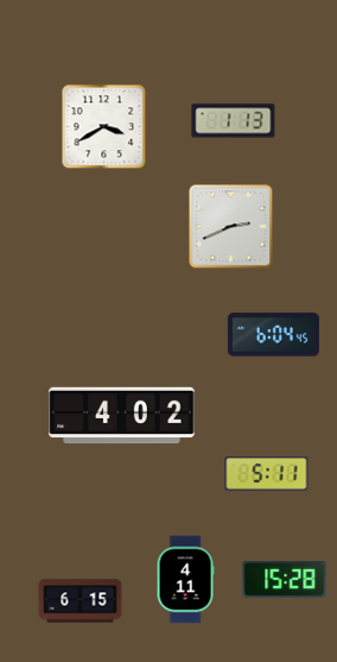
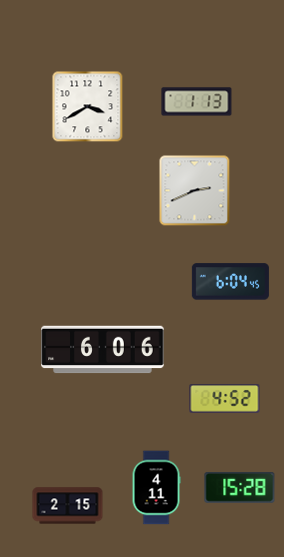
clock at (122, 416): 4:02 -> 6:06
clock at (267, 474): 5:11 -> 4:52
clock at (81, 601): 6:15 -> 2:15
